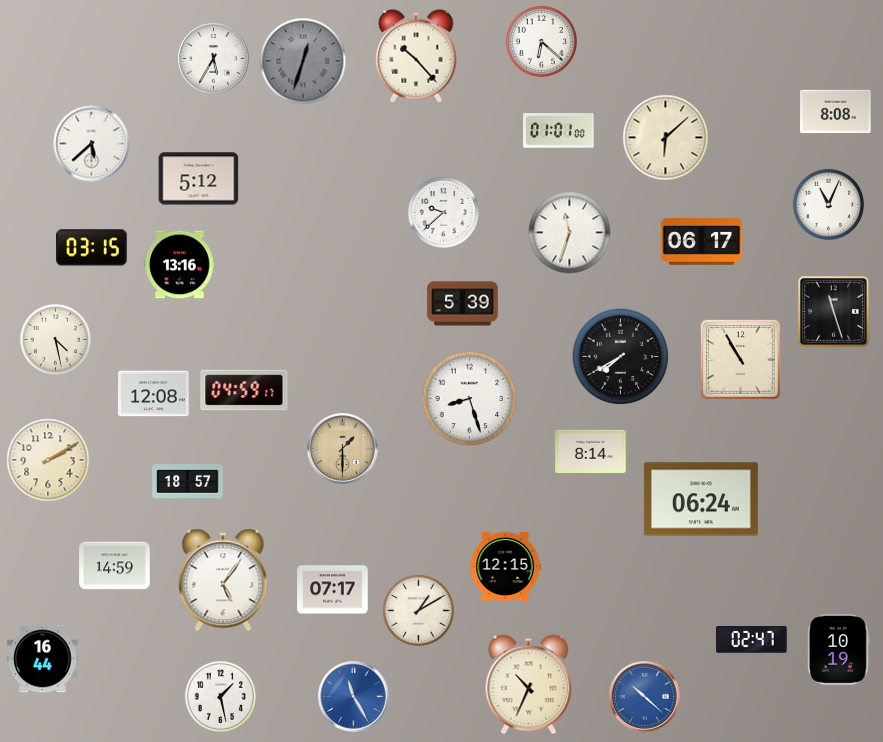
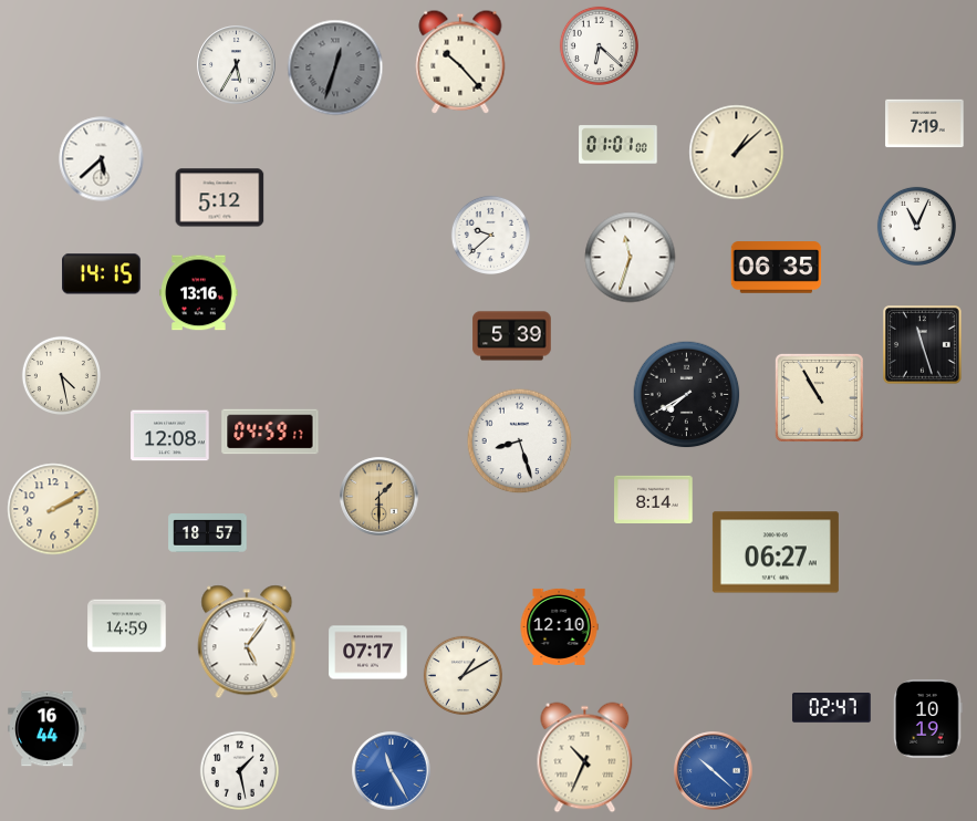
clock at (836, 112): 8:08 -> 7:19
clock at (666, 138): 6:08 -> 1:08
clock at (702, 242): 06:17 -> 06:35
clock at (92, 248): 03:15 -> 14:15
clock at (701, 499): 06:24 -> 06:27
clock at (505, 566): 12:15 -> 12:10
clock at (220, 696) position: (220, 696) -> (239, 770)
